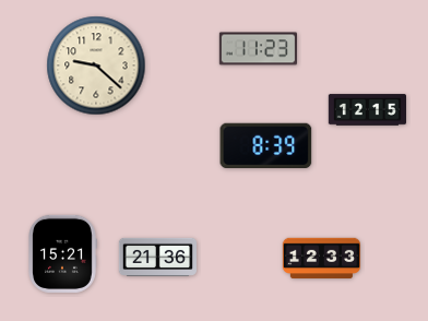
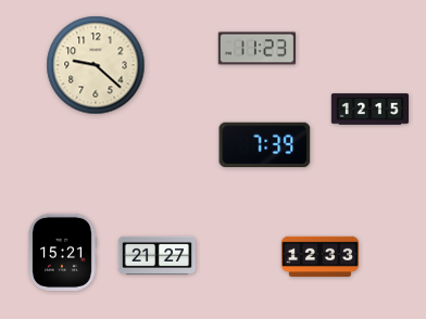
clock at (367, 110) position: (367, 110) -> (369, 110)
clock at (266, 145): 8:39 -> 7:39
clock at (157, 257): 21:36 -> 21:27
